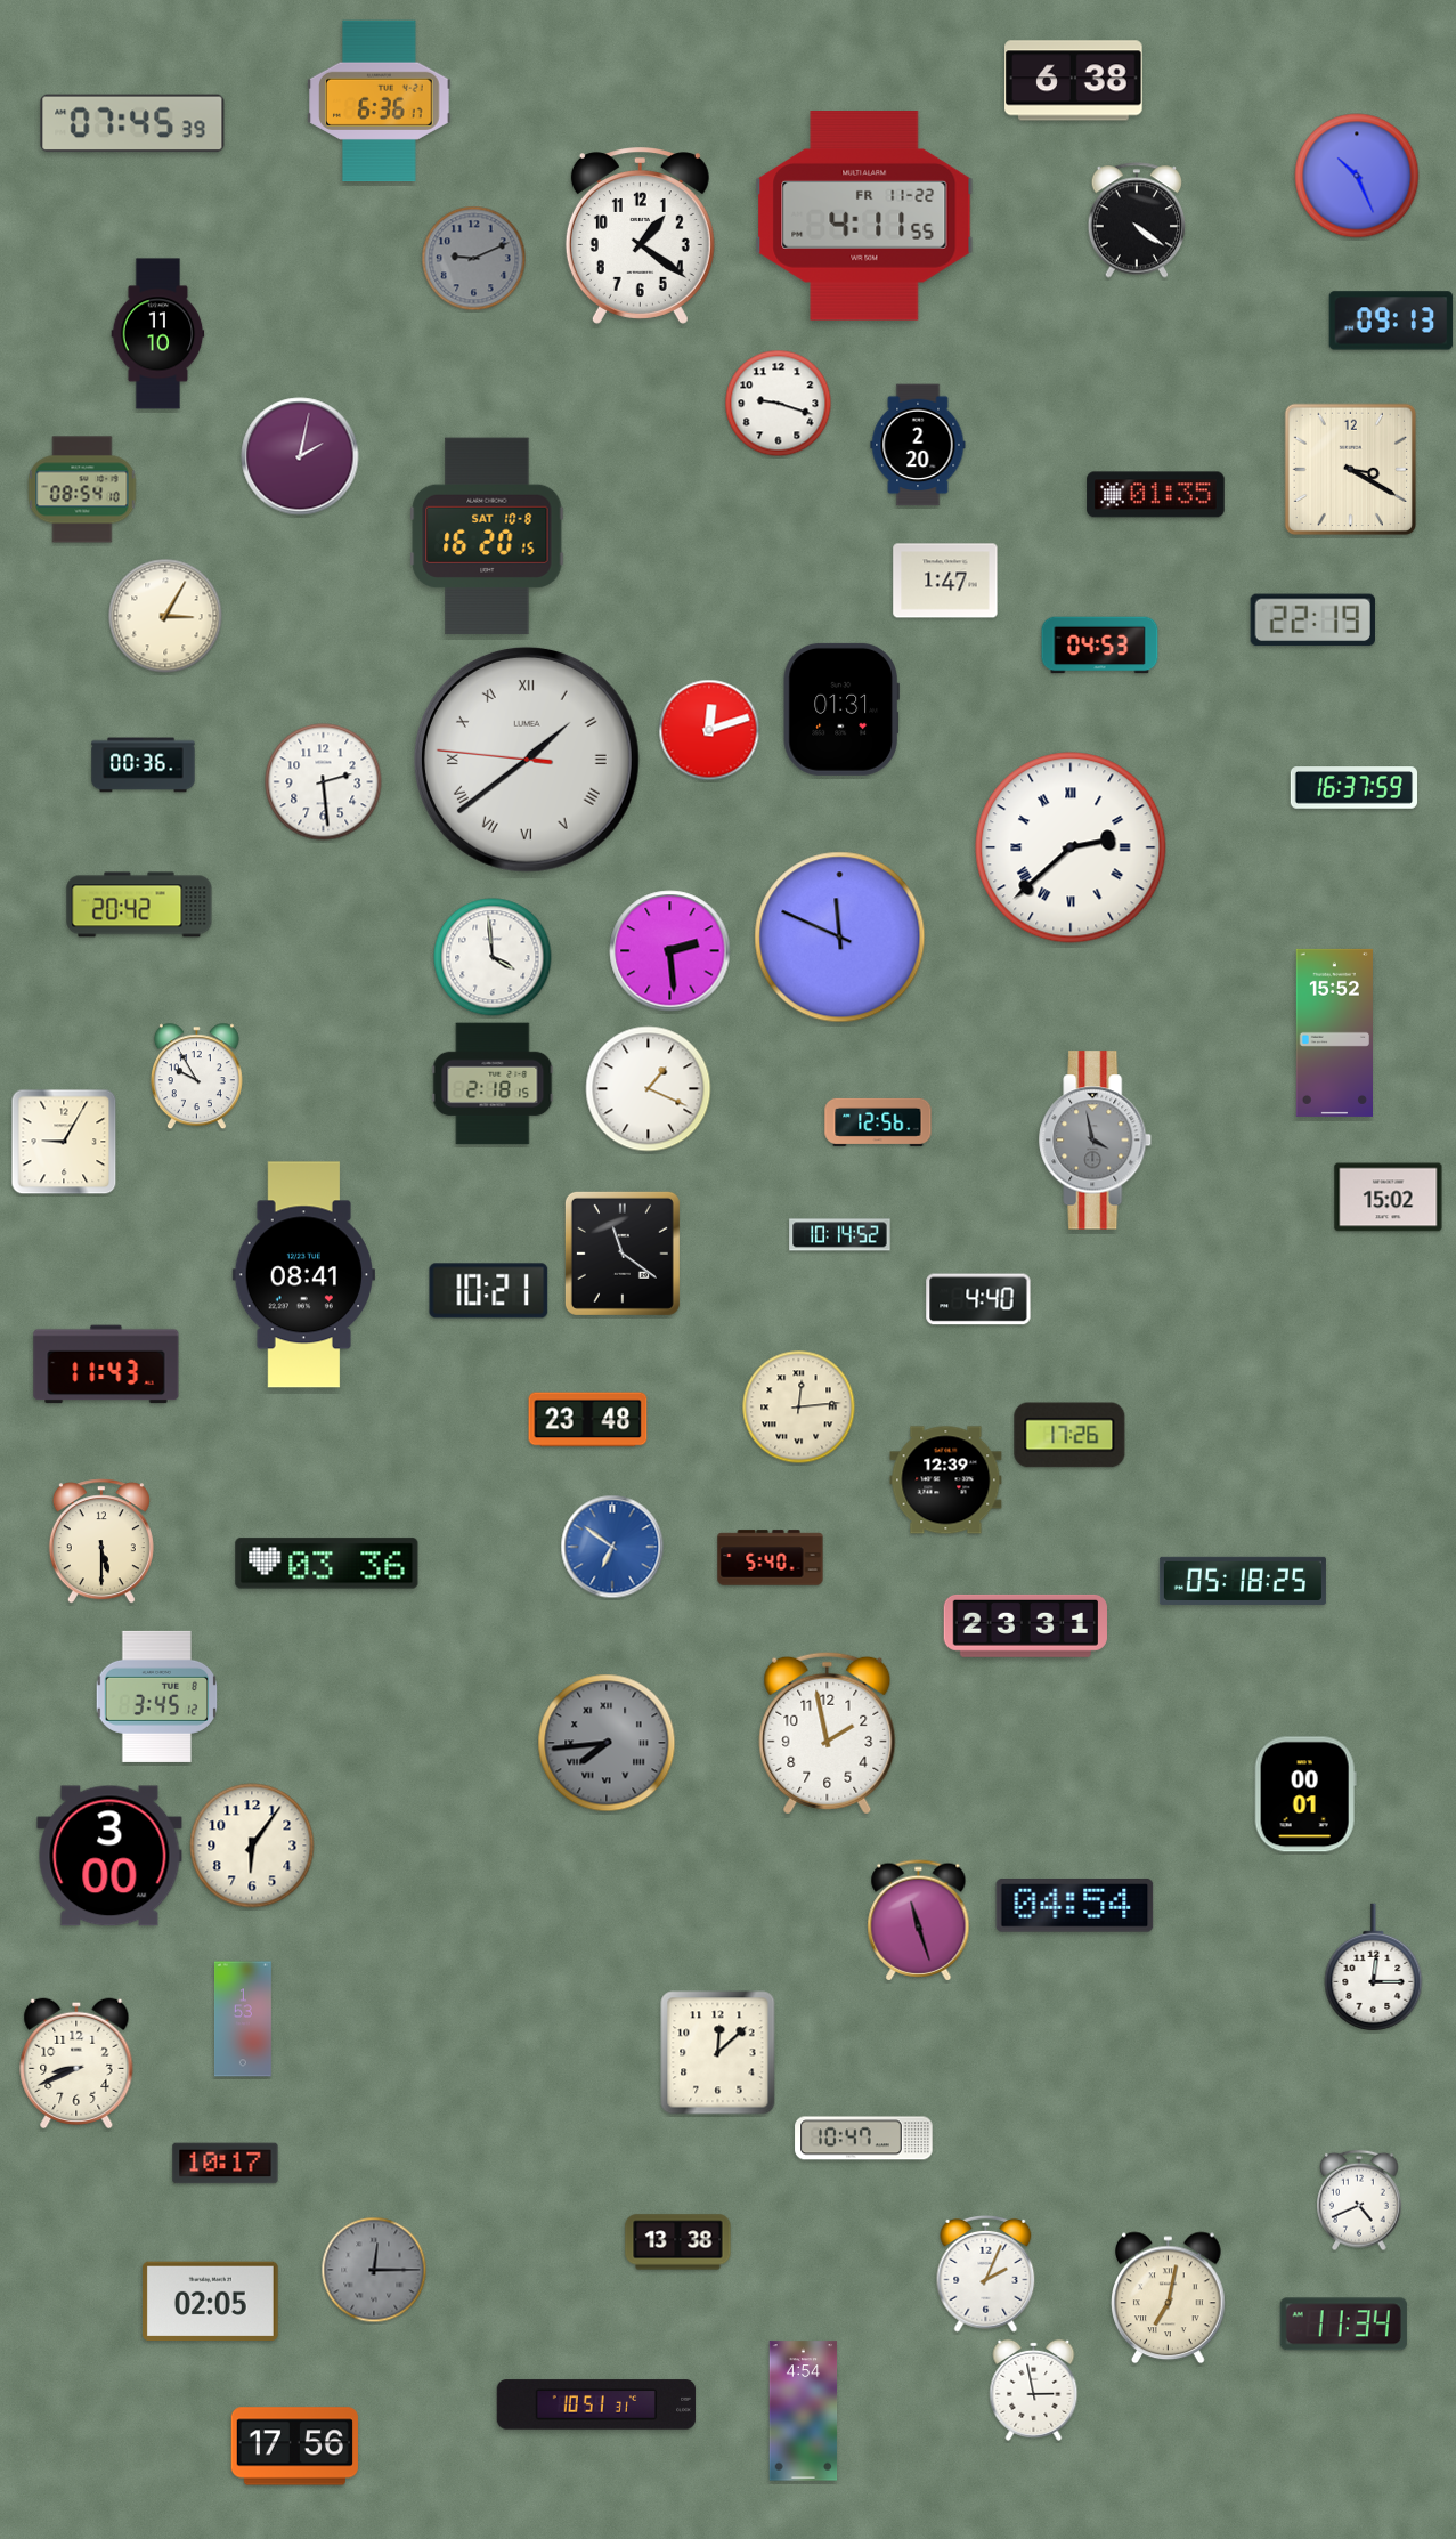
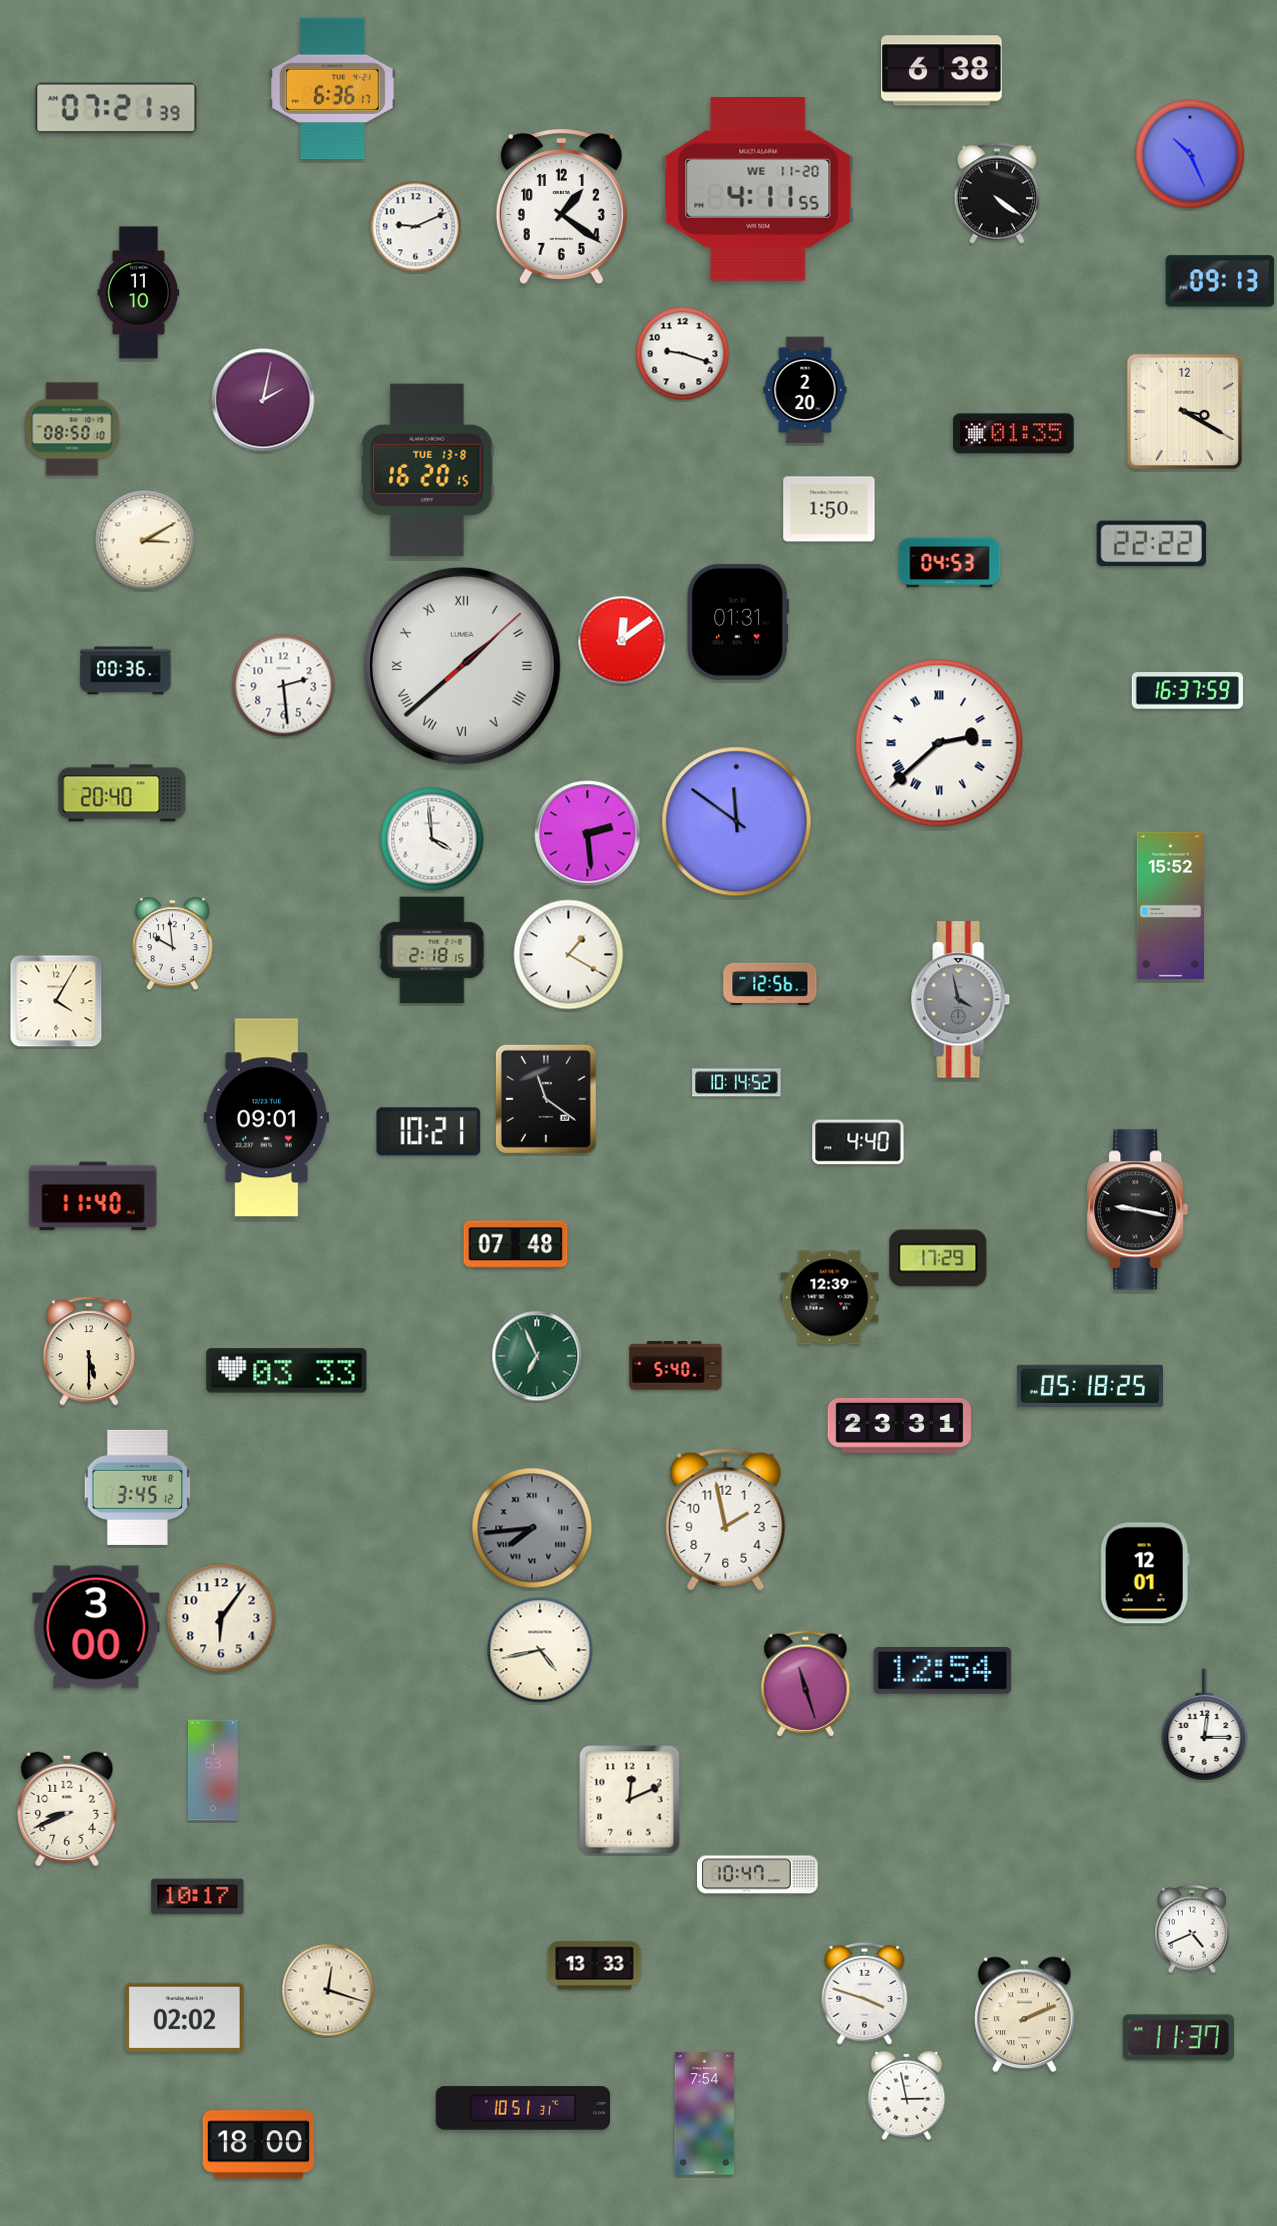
clock at (132, 123): 07:45 -> 07:21
clock at (864, 217) date: FR 11-22 -> WE 11-20
clock at (474, 259) dial: grey -> white
clock at (82, 489): 08:54 -> 08:50
clock at (487, 536) date: SAT 10-8 -> TUE 13-8
clock at (945, 581): 1:47 -> 1:50
clock at (165, 616): 3:05 -> 3:10
clock at (1312, 620): 22:19 -> 22:22
clock at (1100, 646) position: (1100, 646) -> (950, 563)
clock at (709, 730): 12:12 -> 12:09
clock at (527, 760): 1:38:46 -> 1:38:08
clock at (139, 905): 20:42 -> 20:40
clock at (840, 938): 11:49 -> 11:51
clock at (196, 1077): 9:55 -> 9:59
clock at (649, 1089): 1:19 -> 1:20
clock at (64, 1142): 9:05 -> 4:05
clock at (1389, 1198): 15:02 -> none
clock at (303, 1275): 08:41 -> 09:01
clock at (978, 1299) position: (978, 1299) -> (858, 1142)
clock at (106, 1364): 11:43 -> 11:40
clock at (1138, 1210): none -> 9:17
clock at (799, 1408): 12:14 -> none
clock at (588, 1420): 23:48 -> 07:48
clock at (1069, 1435): 17:26 -> 17:29
clock at (612, 1547): 6:51 -> 6:56
clock at (612, 1547) dial: blue -> green
clock at (327, 1564): 03:36 -> 03:33
clock at (1305, 1794): 00:01 -> 12:01
clock at (540, 1650): none -> 4:43
clock at (1075, 1906): 04:54 -> 12:54
clock at (718, 2053): 12:08 -> 12:11
clock at (678, 2242): 13:38 -> 13:33
clock at (374, 2270): 12:15 -> 12:18
clock at (374, 2270) dial: grey -> cream
clock at (986, 2274): 2:04 -> 3:48
clock at (1169, 2298): 7:02 -> 2:11
clock at (211, 2302): 02:05 -> 02:02
clock at (1343, 2325): 11:34 -> 11:37
clock at (804, 2411): 4:54 -> 7:54
clock at (294, 2447): 17:56 -> 18:00
